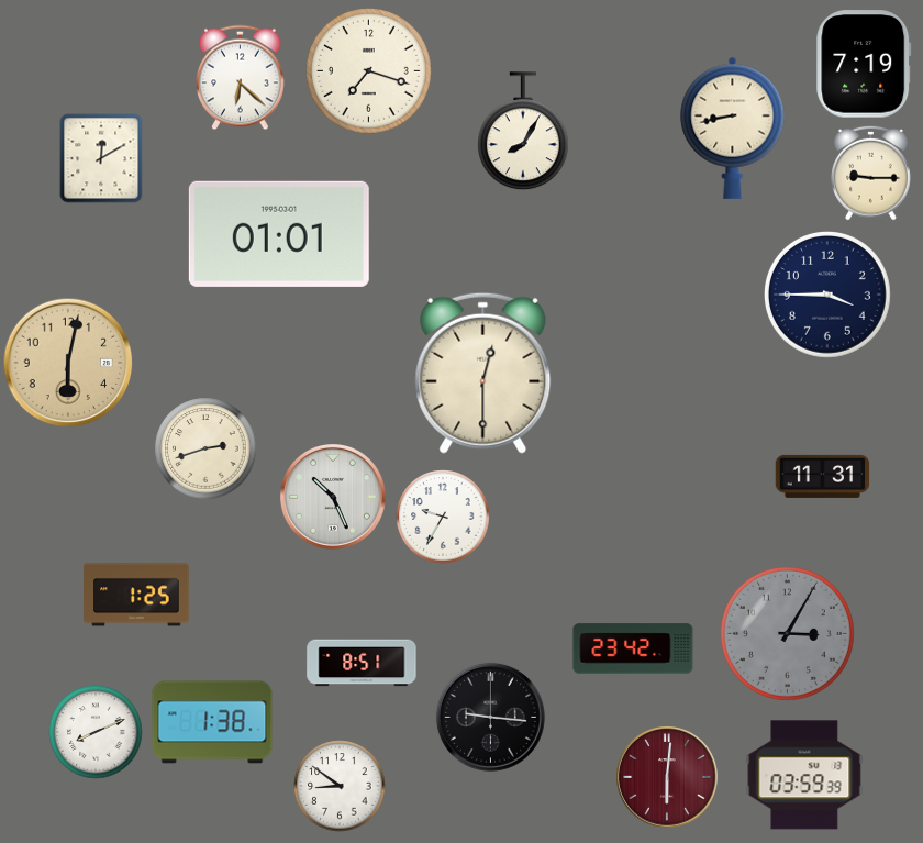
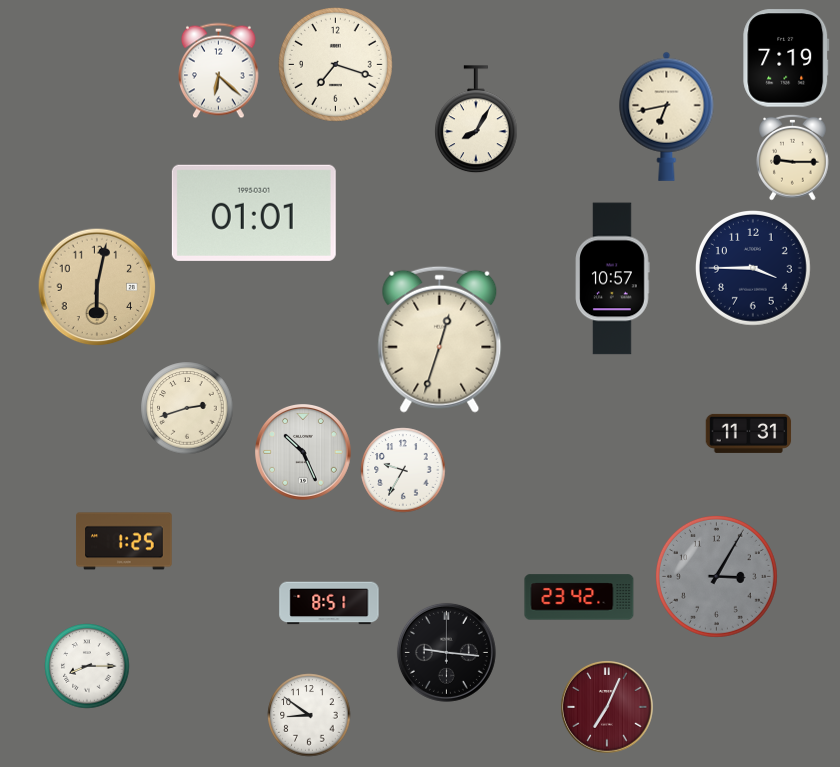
clock at (733, 127): 8:43 -> 6:43
clock at (101, 158): 12:10 -> none
clock at (613, 279): none -> 10:57
clock at (68, 363) position: (68, 363) -> (97, 287)
clock at (483, 373): 12:30 -> 12:33
clock at (633, 648) position: (633, 648) -> (579, 597)
clock at (212, 722): 1:38 -> none
clock at (96, 732): 8:11 -> 8:15
clock at (804, 775): 03:59 -> none
clock at (667, 777): 6:01 -> 7:04
